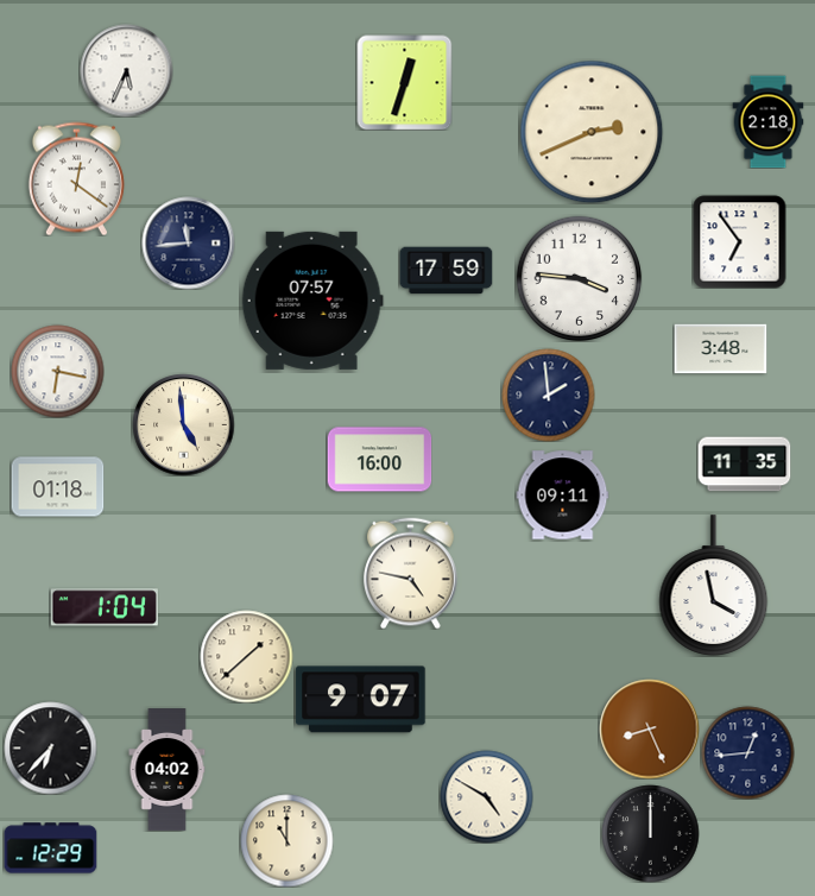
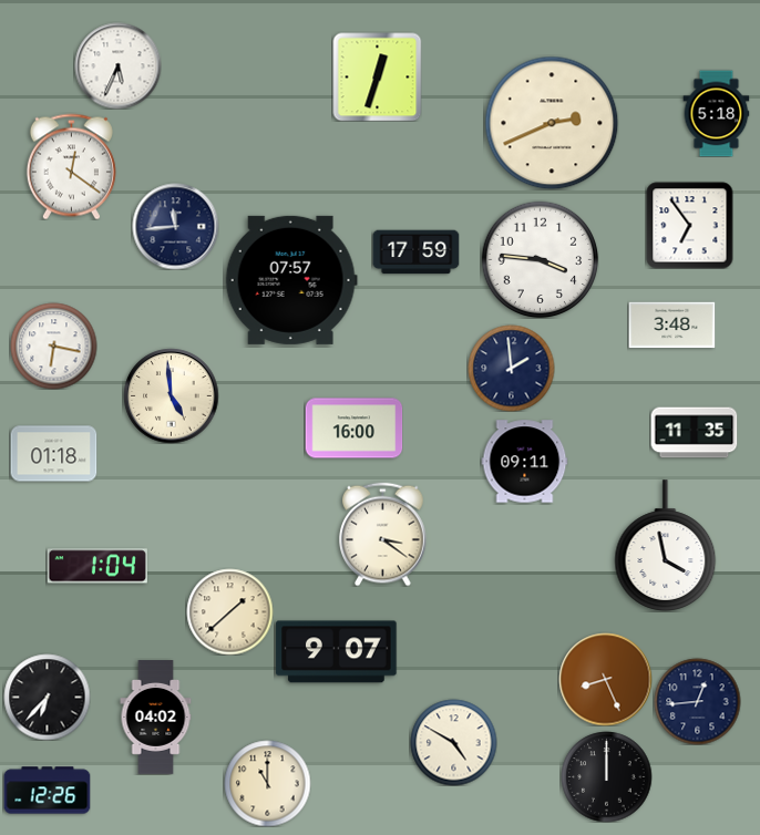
clock at (769, 121): 2:18 -> 5:18
clock at (411, 573): 4:47 -> 3:21
clock at (50, 848): 12:29 -> 12:26
